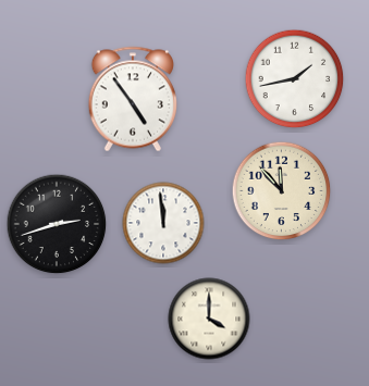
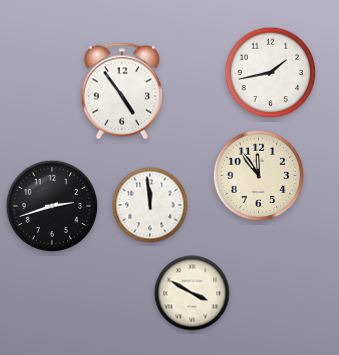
clock at (282, 191): 11:53 -> 11:54
clock at (209, 319): 4:00 -> 3:50
